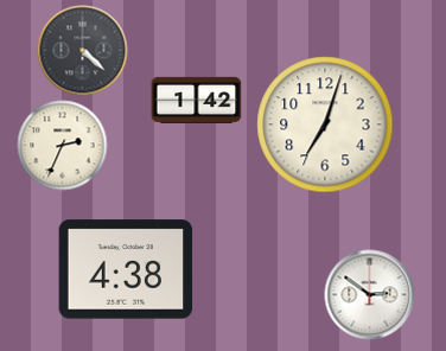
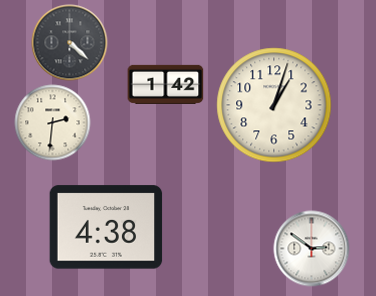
clock at (325, 125): 7:03 -> 1:03
clock at (63, 146): 2:34 -> 2:31
